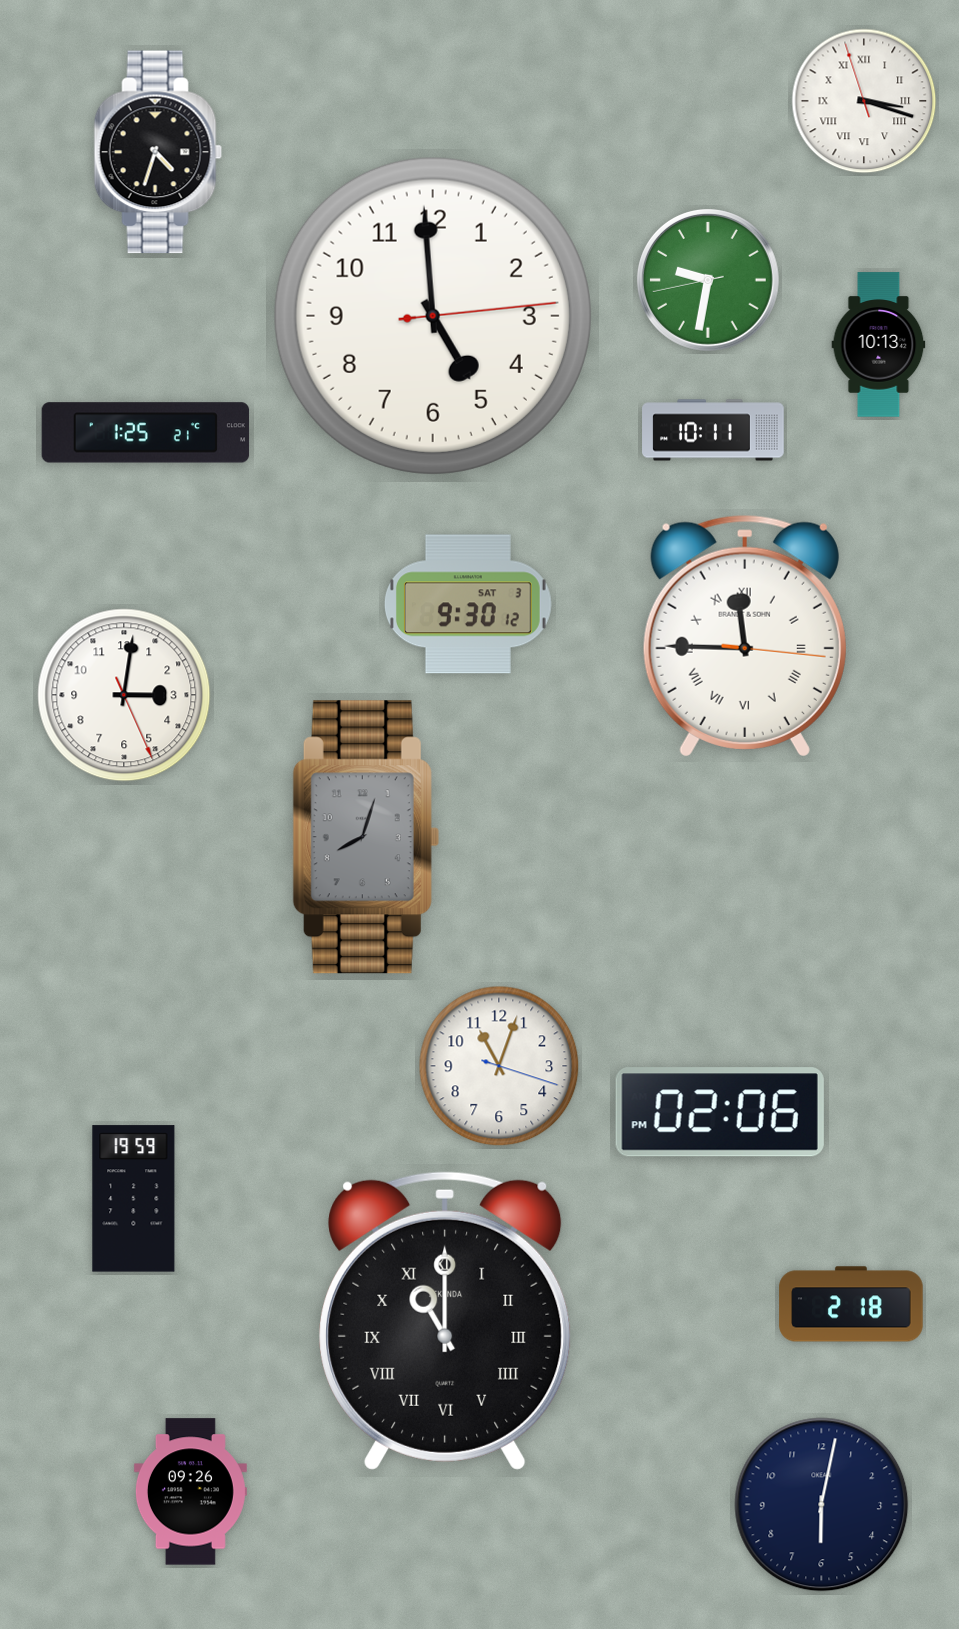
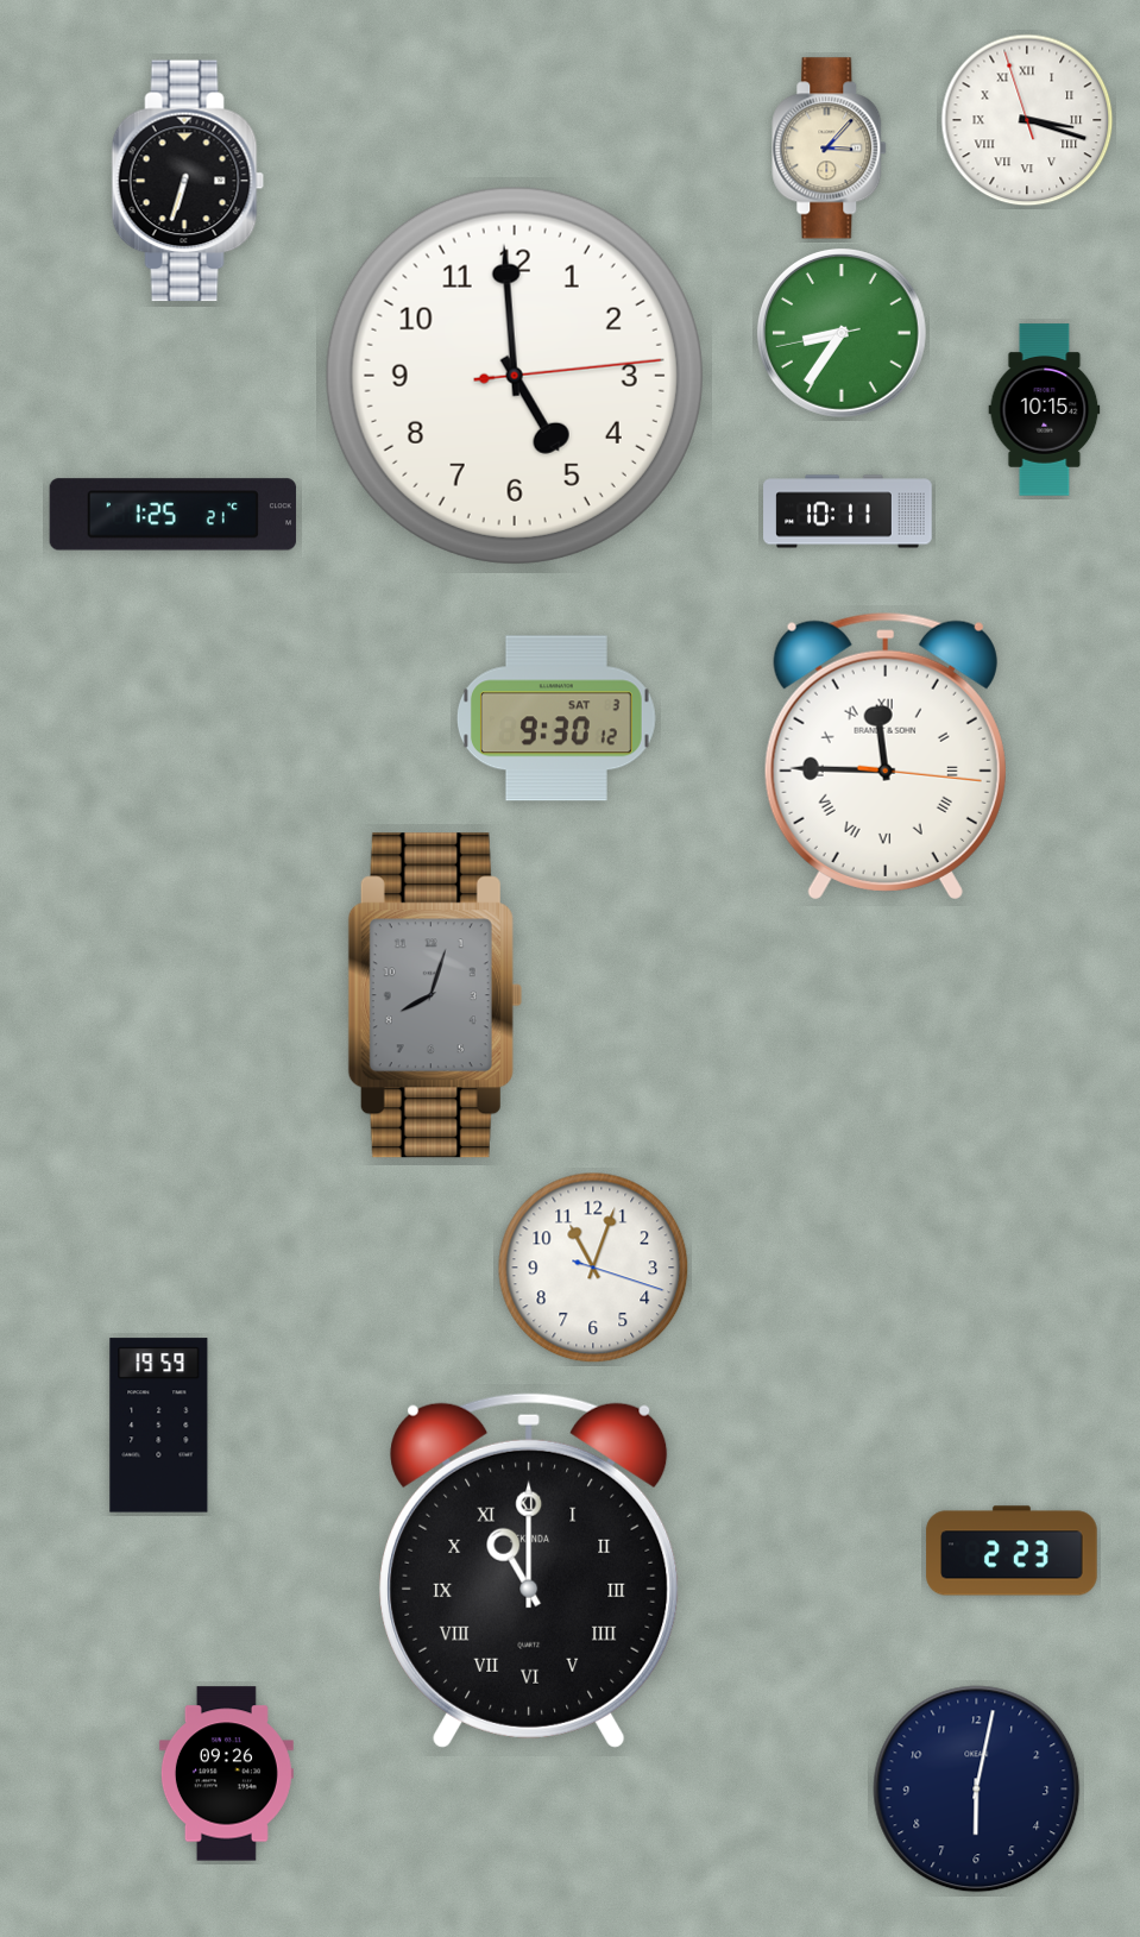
clock at (830, 149): none -> 3:07
clock at (158, 152): 4:33 -> 6:33
clock at (708, 280): 9:31 -> 8:35
clock at (879, 345): 10:13 -> 10:15
clock at (124, 695): 3:01 -> none
clock at (720, 1112): 02:06 -> none
clock at (851, 1304): 2:18 -> 2:23
